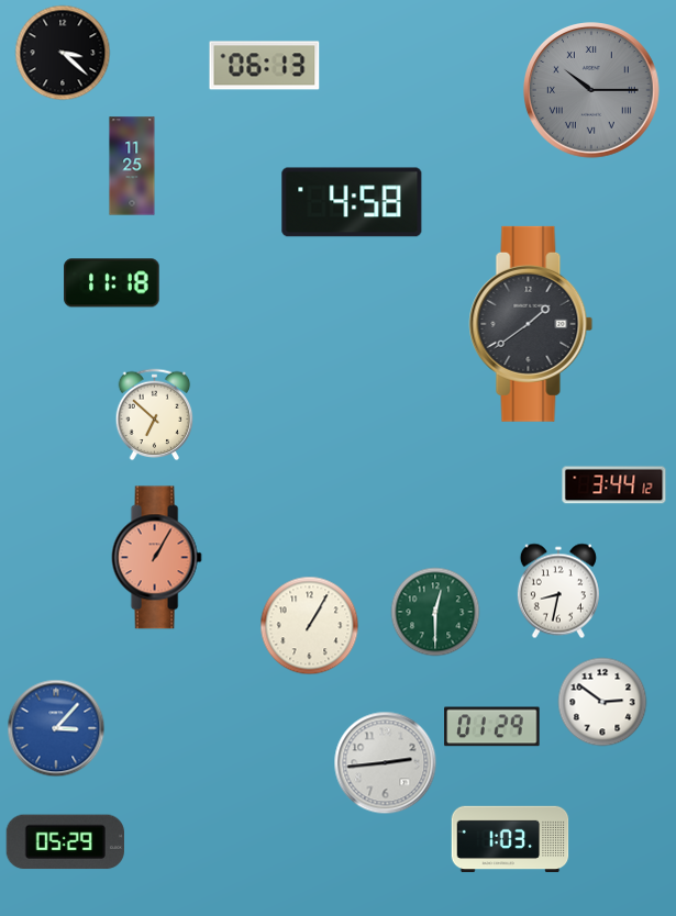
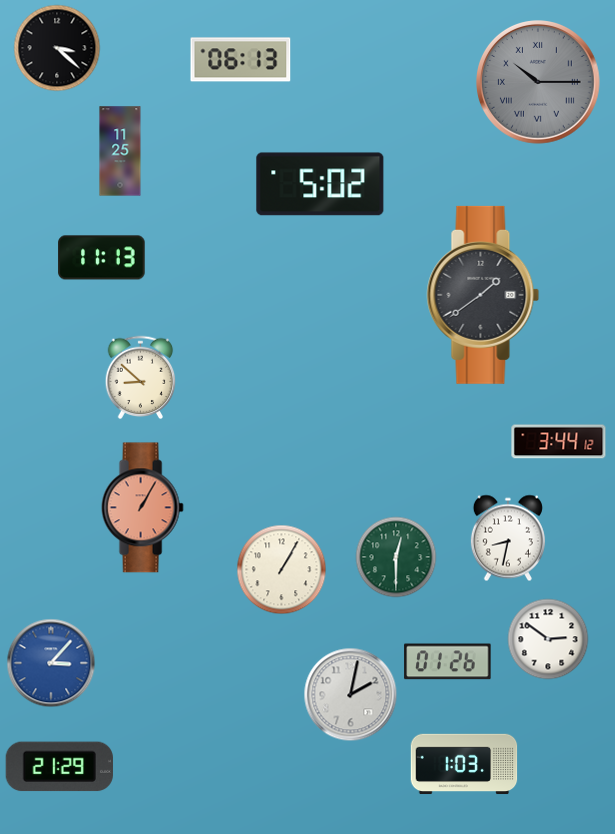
clock at (352, 202): 4:58 -> 5:02
clock at (112, 283): 11:18 -> 11:13
clock at (155, 415): 6:52 -> 8:52
clock at (492, 727): 01:29 -> 01:26
clock at (386, 763): 2:44 -> 2:02
clock at (65, 842): 05:29 -> 21:29
